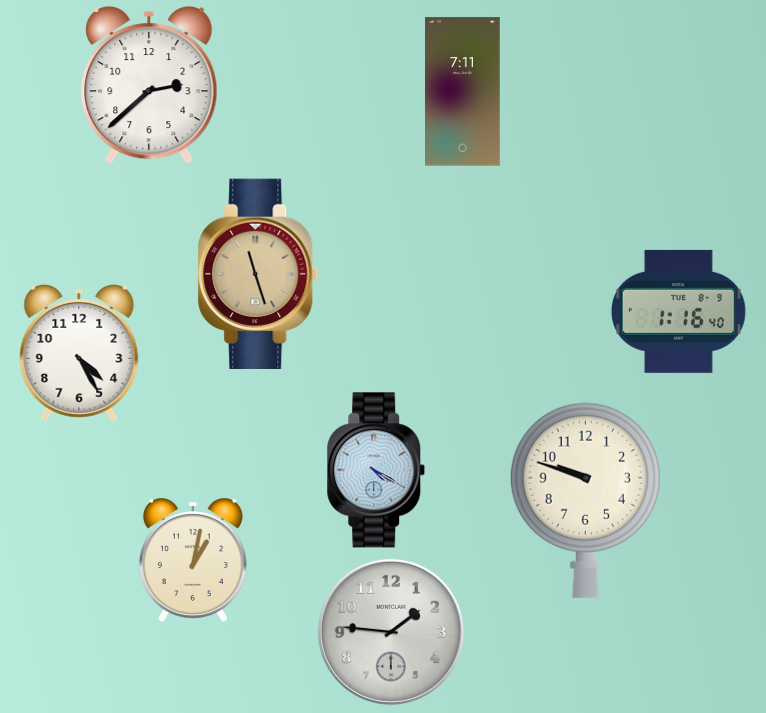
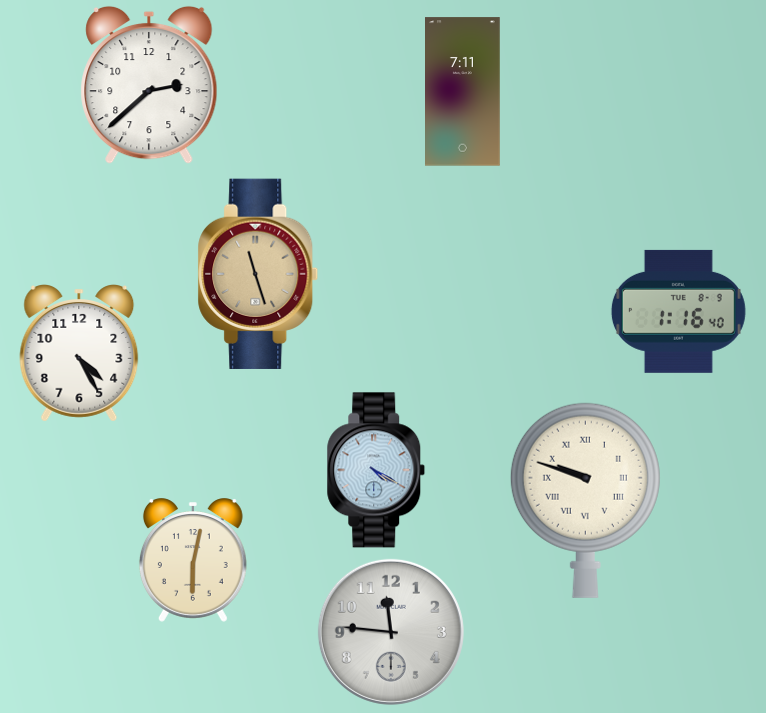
clock at (585, 500) numerals: Arabic -> Roman
clock at (193, 560): 1:02 -> 6:02
clock at (391, 632): 1:46 -> 11:46
